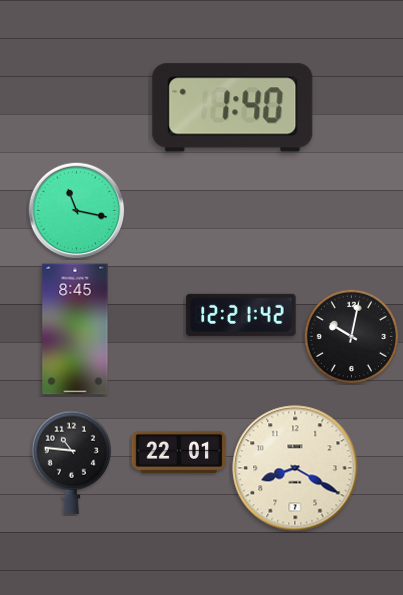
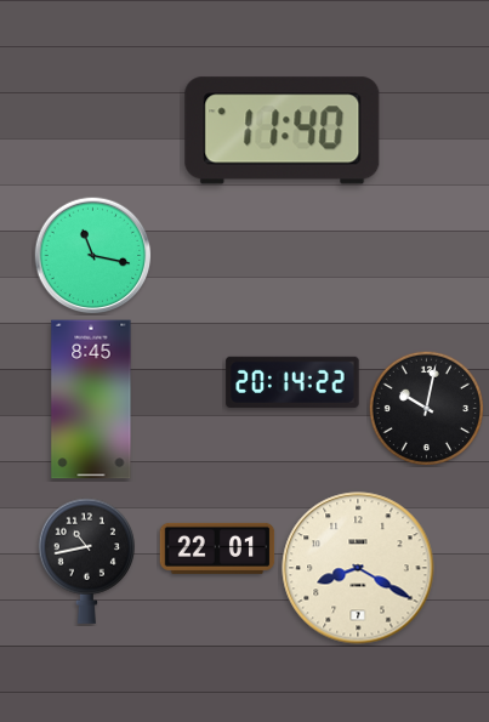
clock at (233, 108): 1:40 -> 11:40
clock at (241, 315): 12:21 -> 20:14
clock at (71, 462): 10:46 -> 10:43
